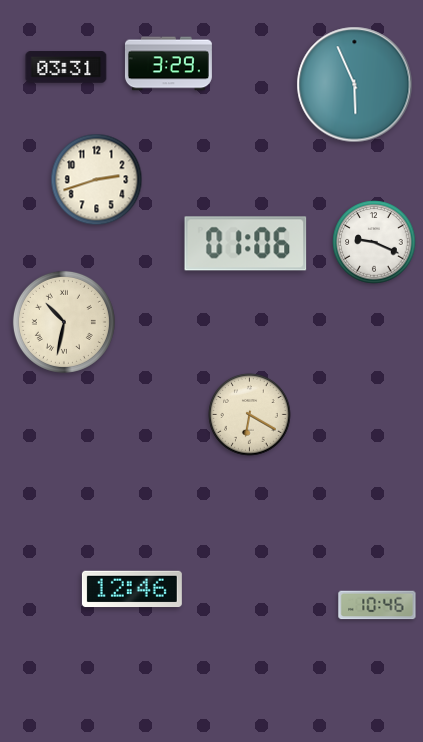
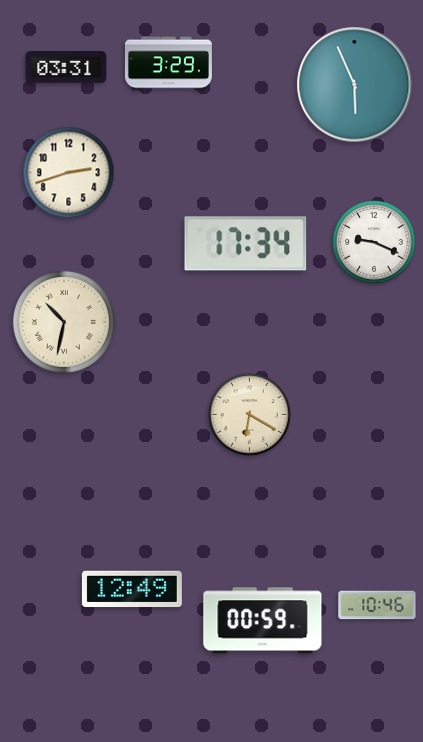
clock at (97, 180) position: (97, 180) -> (69, 173)
clock at (246, 244): 01:06 -> 17:34
clock at (132, 589): 12:46 -> 12:49
clock at (263, 621): none -> 00:59
